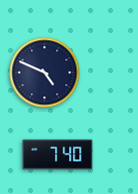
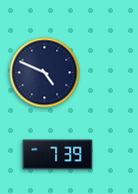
clock at (58, 155): 7:40 -> 7:39
